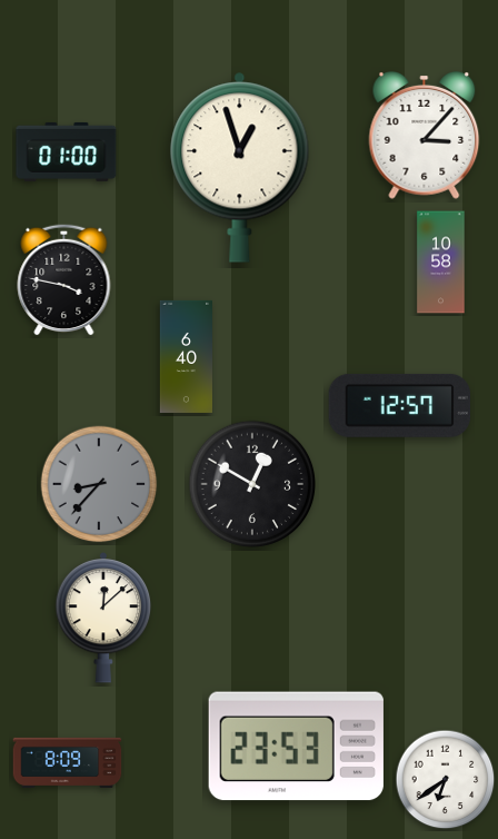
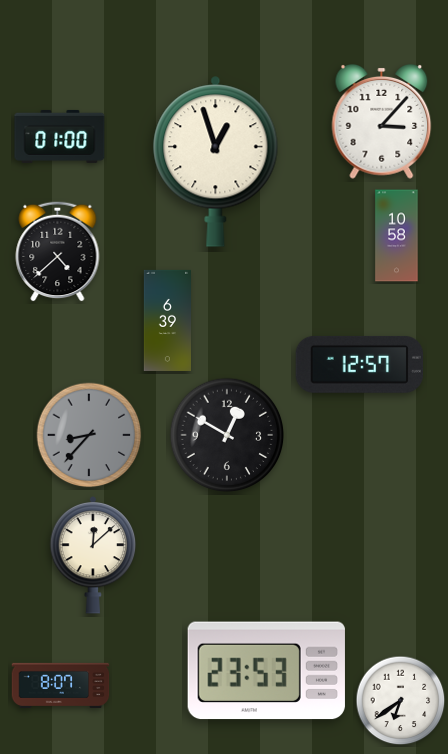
clock at (240, 168) position: (240, 168) -> (216, 162)
clock at (64, 279): 3:47 -> 4:38
clock at (187, 356): 6:40 -> 6:39
clock at (68, 762): 8:09 -> 8:07
